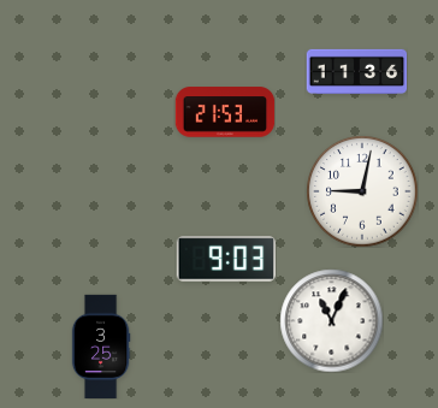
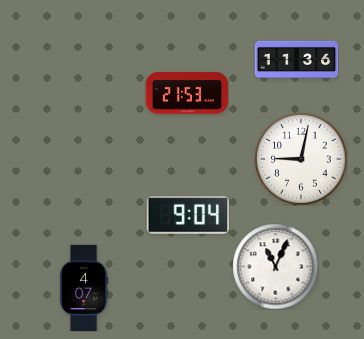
clock at (226, 259): 9:03 -> 9:04
clock at (101, 345): 3:25 -> 4:07
